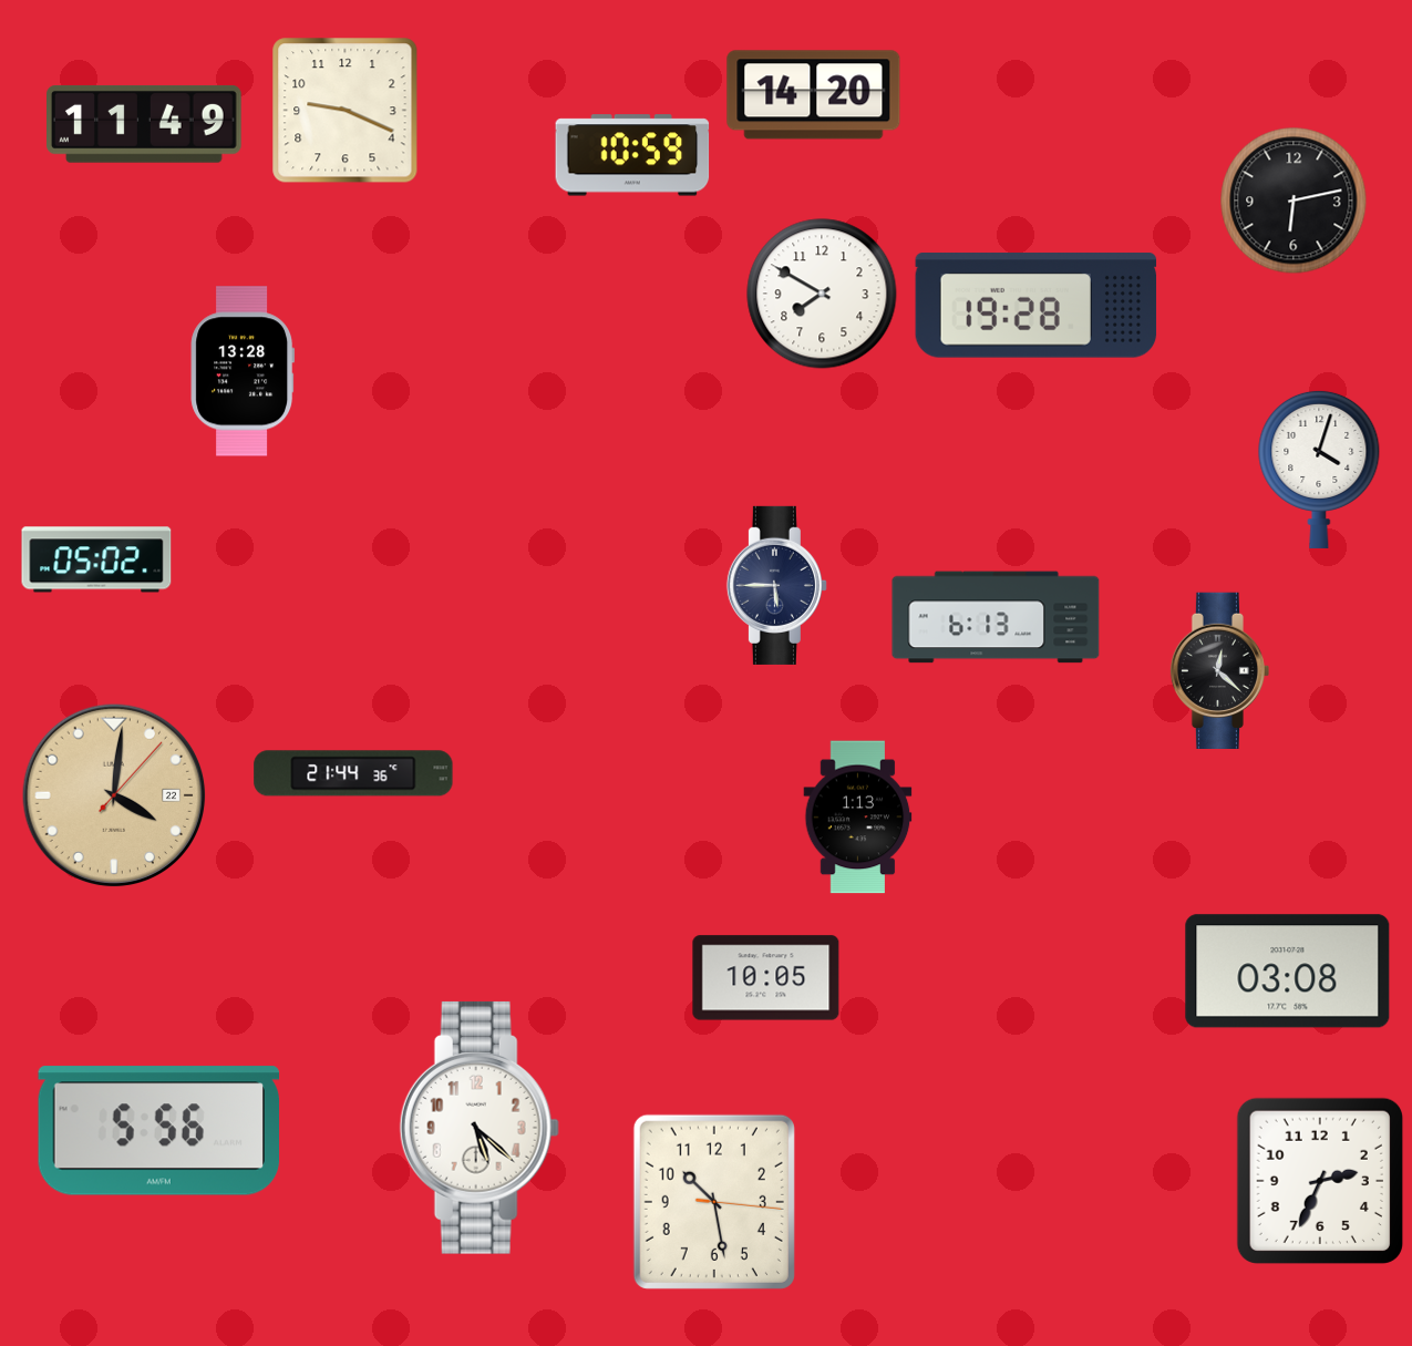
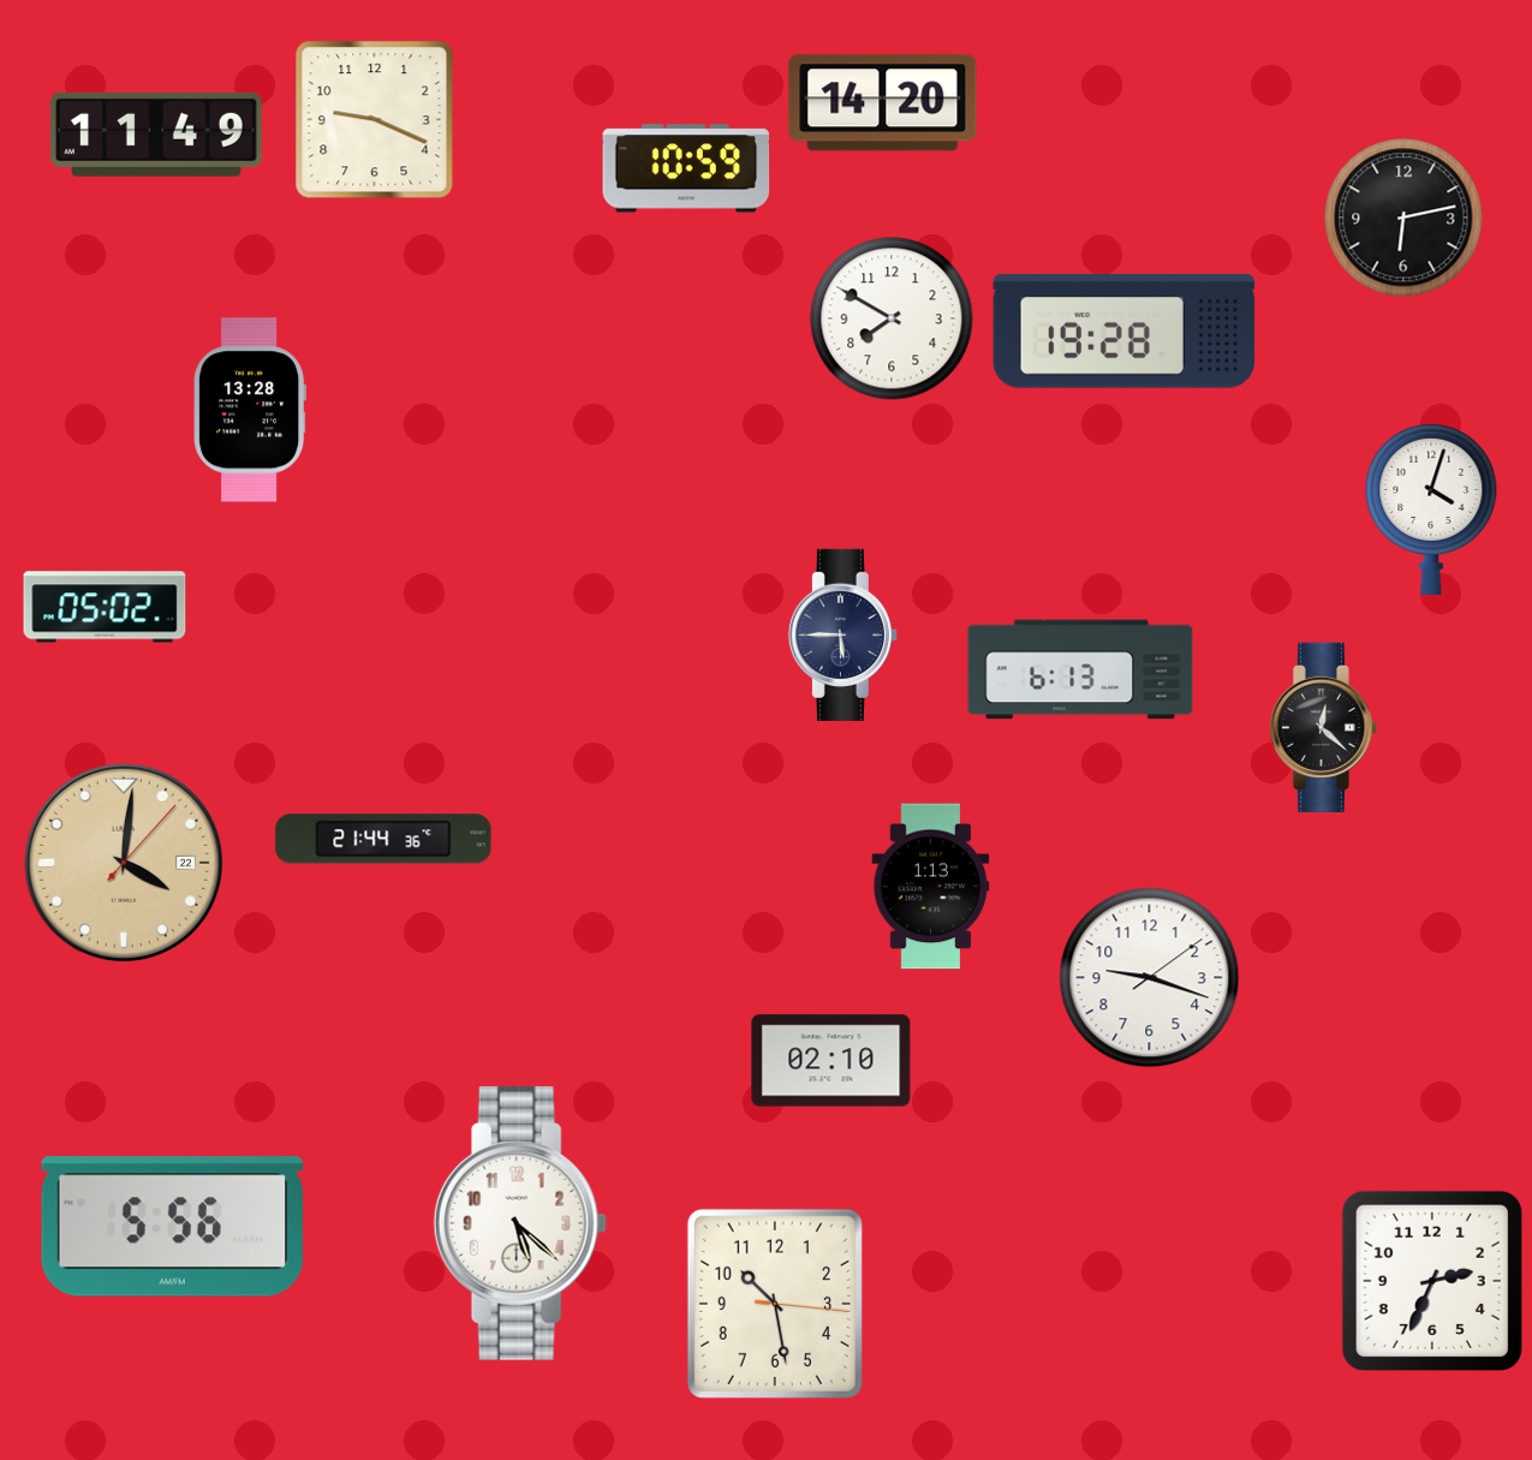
clock at (243, 371) position: (243, 371) -> (250, 410)
clock at (1150, 978): none -> 9:18
clock at (1288, 972): 03:08 -> none
clock at (766, 978): 10:05 -> 02:10
